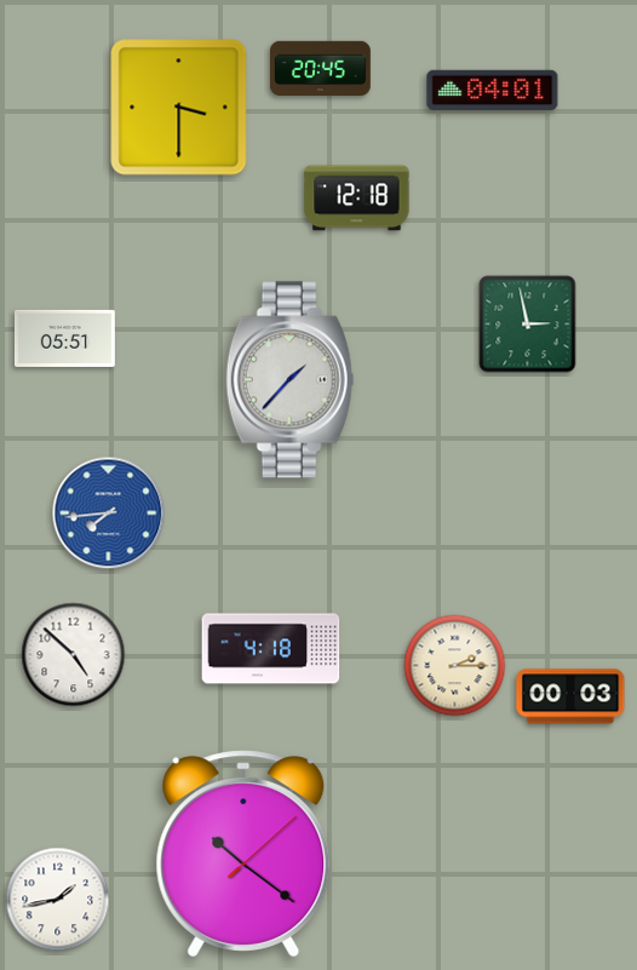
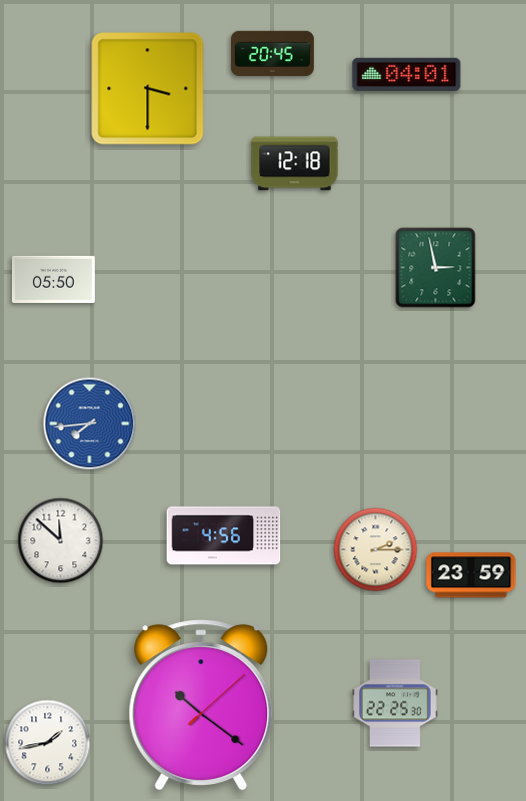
clock at (321, 68) position: (321, 68) -> (273, 53)
clock at (64, 338): 05:51 -> 05:50
clock at (291, 380): 1:37 -> none
clock at (271, 649): 4:18 -> 4:56
clock at (74, 655): 4:52 -> 11:52
clock at (570, 696): 00:03 -> 23:59
clock at (396, 703): none -> 22:25
